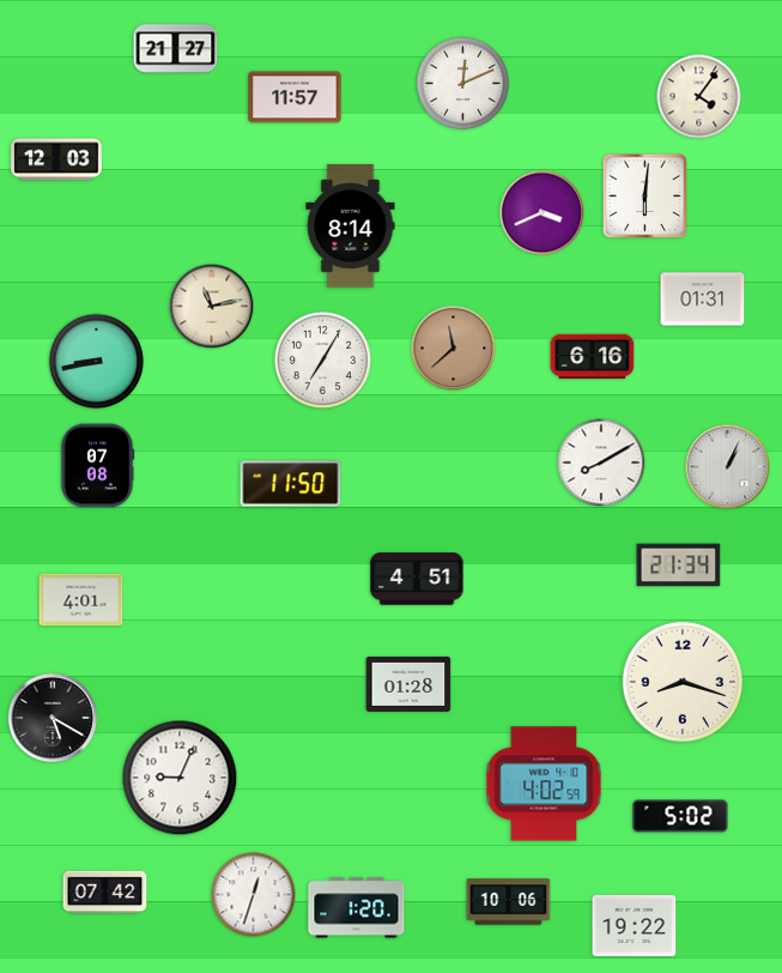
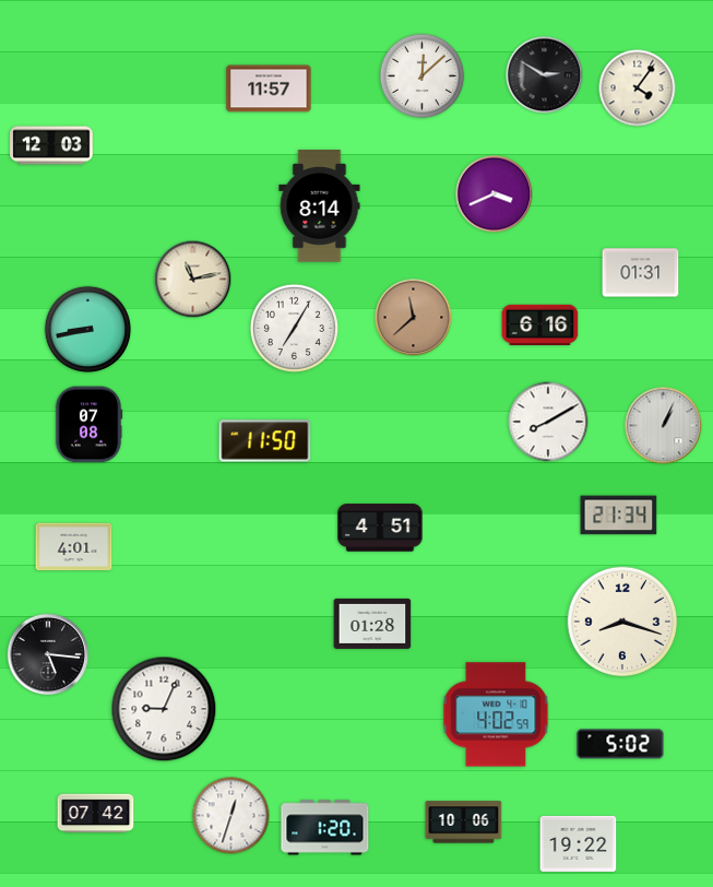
clock at (176, 49): 21:27 -> none
clock at (545, 75): none -> 2:50
clock at (463, 84): 12:11 -> 12:08
clock at (645, 197): 6:01 -> none
clock at (53, 718): 5:20 -> 5:16
